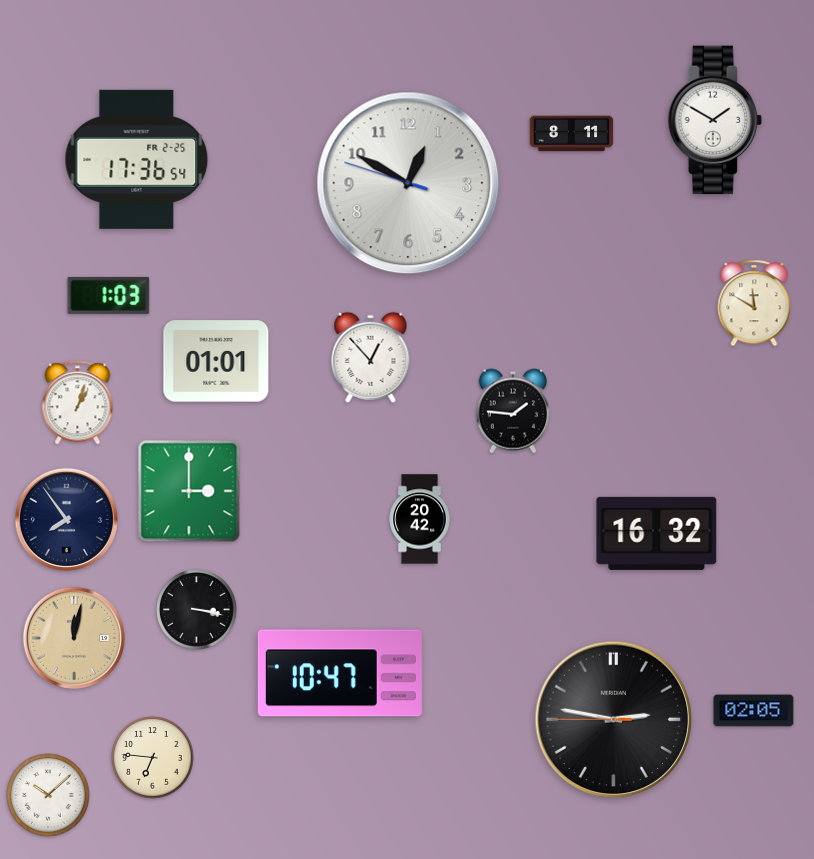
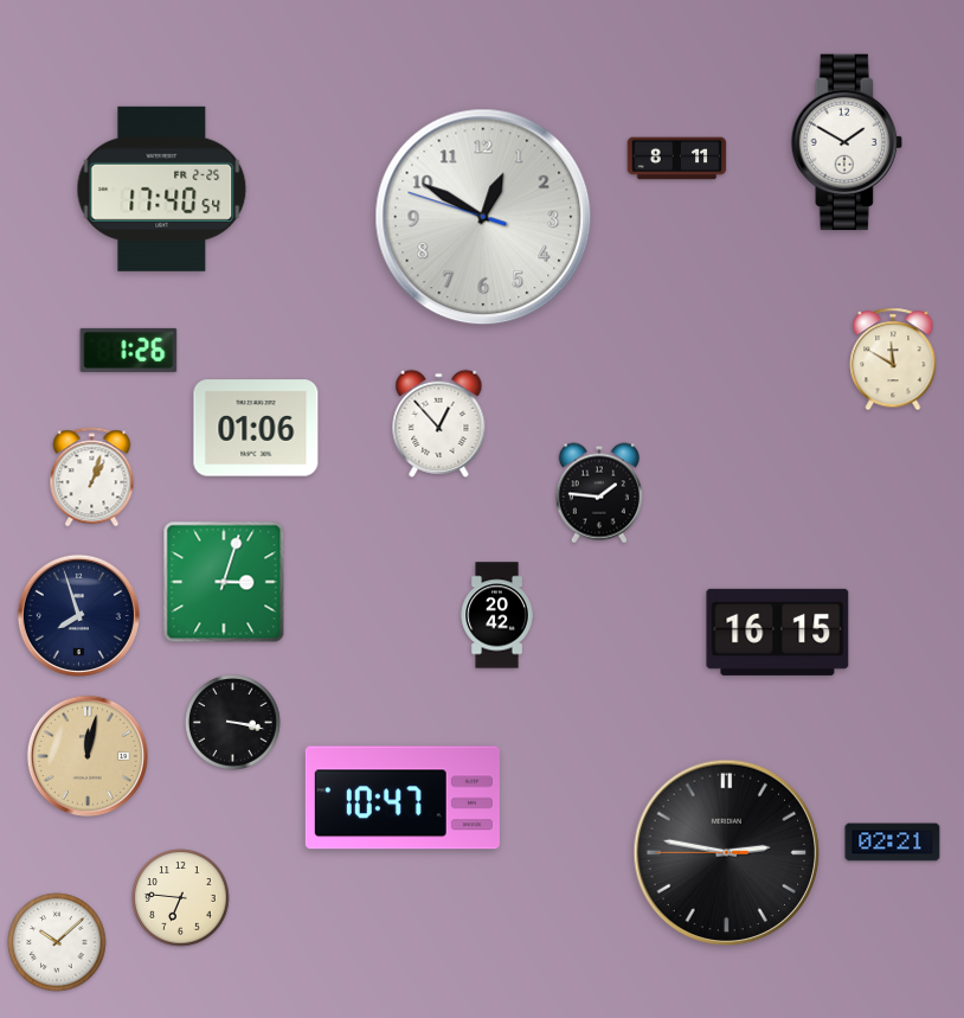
clock at (137, 159): 17:36 -> 17:40
clock at (109, 295): 1:03 -> 1:26
clock at (216, 361): 01:01 -> 01:06
clock at (513, 411) position: (513, 411) -> (599, 493)
clock at (189, 491): 3:00 -> 3:03
clock at (66, 519): 7:54 -> 7:57
clock at (657, 533): 16:32 -> 16:15
clock at (754, 711): 02:05 -> 02:21
